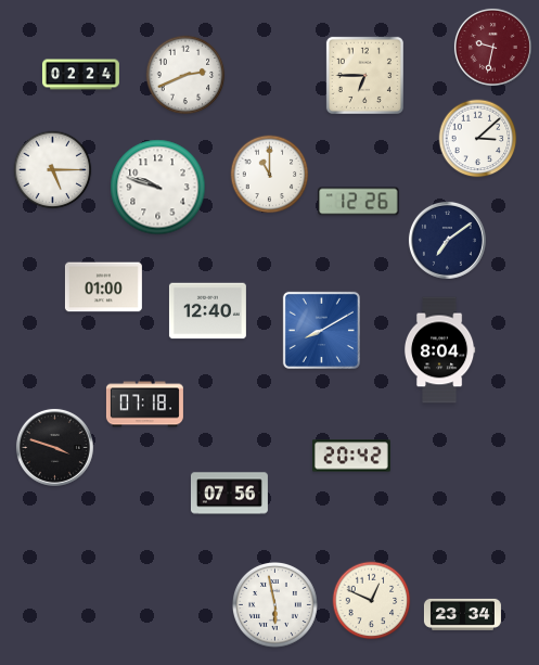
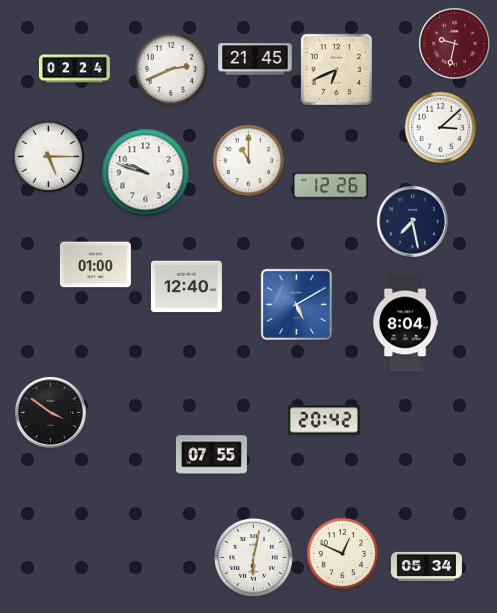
clock at (255, 59): none -> 21:45
clock at (364, 75): 6:45 -> 6:41
clock at (447, 240): 7:09 -> 7:28
clock at (207, 311) position: (207, 311) -> (186, 287)
clock at (321, 330): 8:10 -> 5:10
clock at (144, 405): 07:18 -> none
clock at (54, 447): 3:48 -> 3:51
clock at (229, 494): 07:56 -> 07:55
clock at (274, 604): 5:58 -> 6:02
clock at (462, 614): 23:34 -> 05:34
